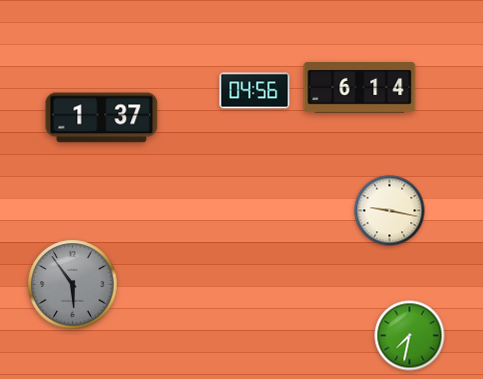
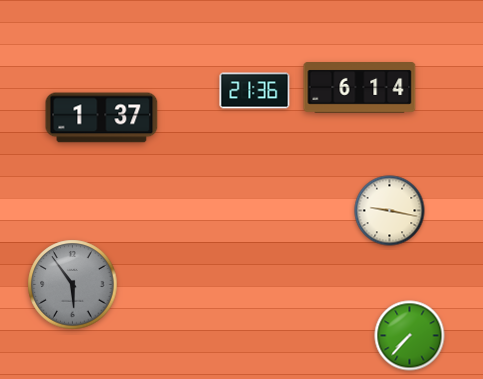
clock at (255, 91): 04:56 -> 21:36
clock at (410, 336): 7:32 -> 7:37
